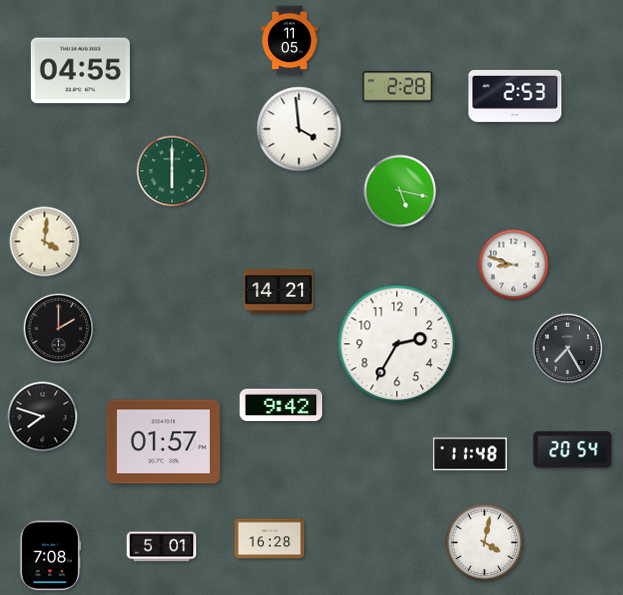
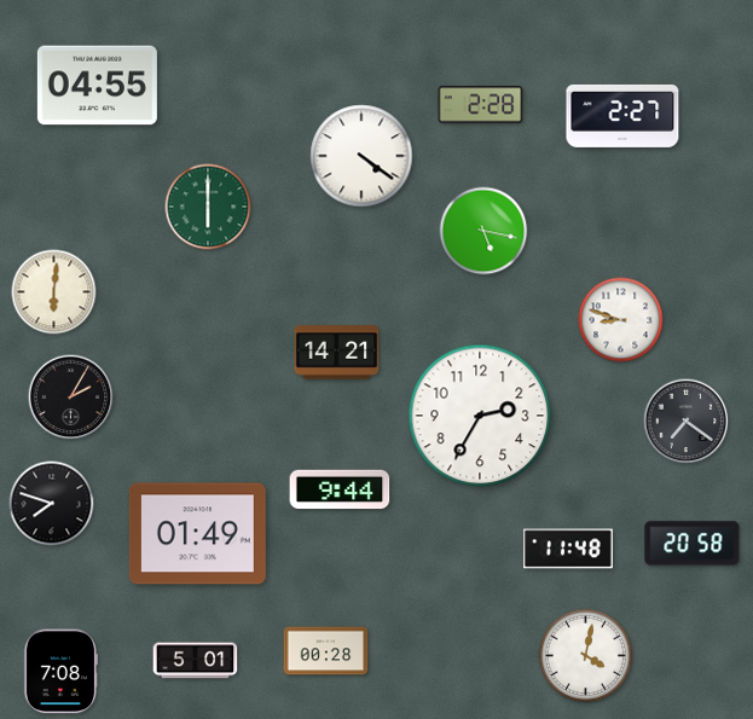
clock at (290, 41): 11:05 -> none
clock at (515, 96): 2:53 -> 2:27
clock at (299, 129): 3:59 -> 4:21
clock at (45, 242): 4:01 -> 6:01
clock at (59, 329): 2:00 -> 2:05
clock at (568, 349): 7:25 -> 7:21
clock at (281, 405): 9:42 -> 9:44
clock at (163, 442): 01:57 -> 01:49
clock at (573, 450): 20:54 -> 20:58
clock at (270, 539): 16:28 -> 00:28
